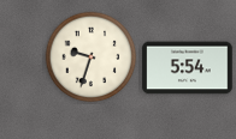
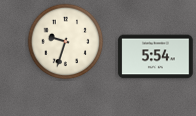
clock at (92, 58) position: (92, 58) -> (66, 42)
